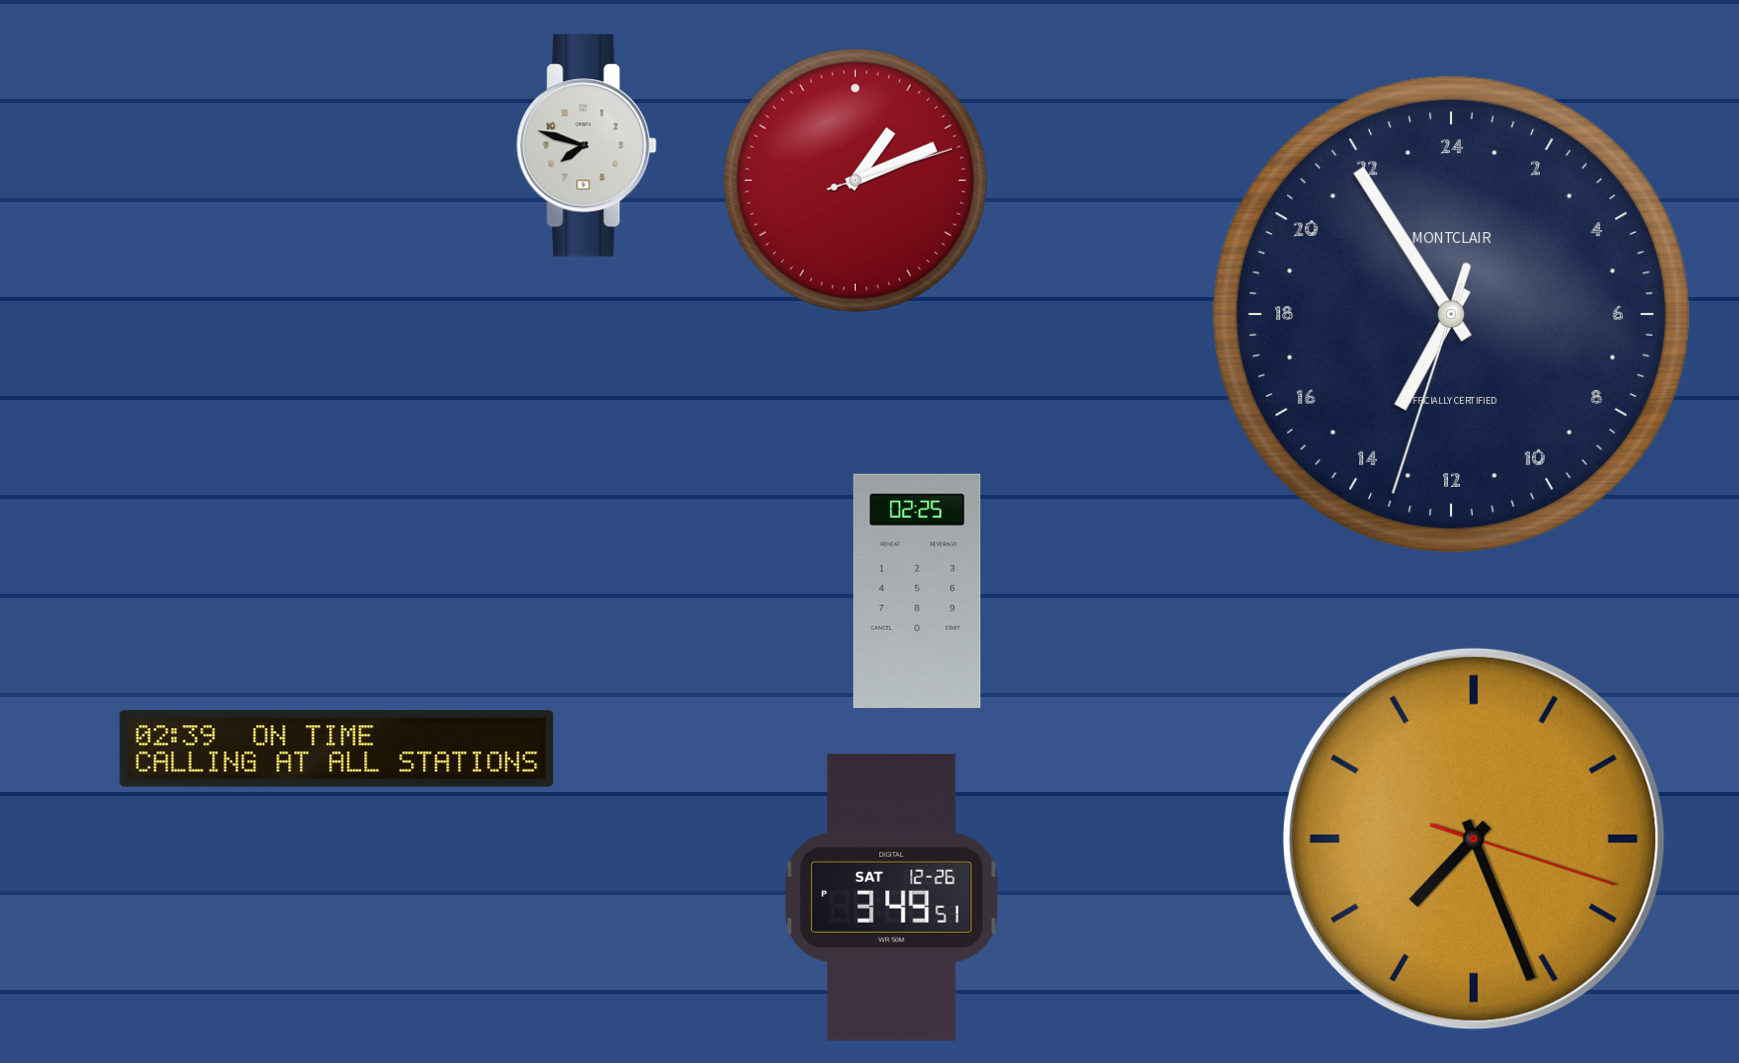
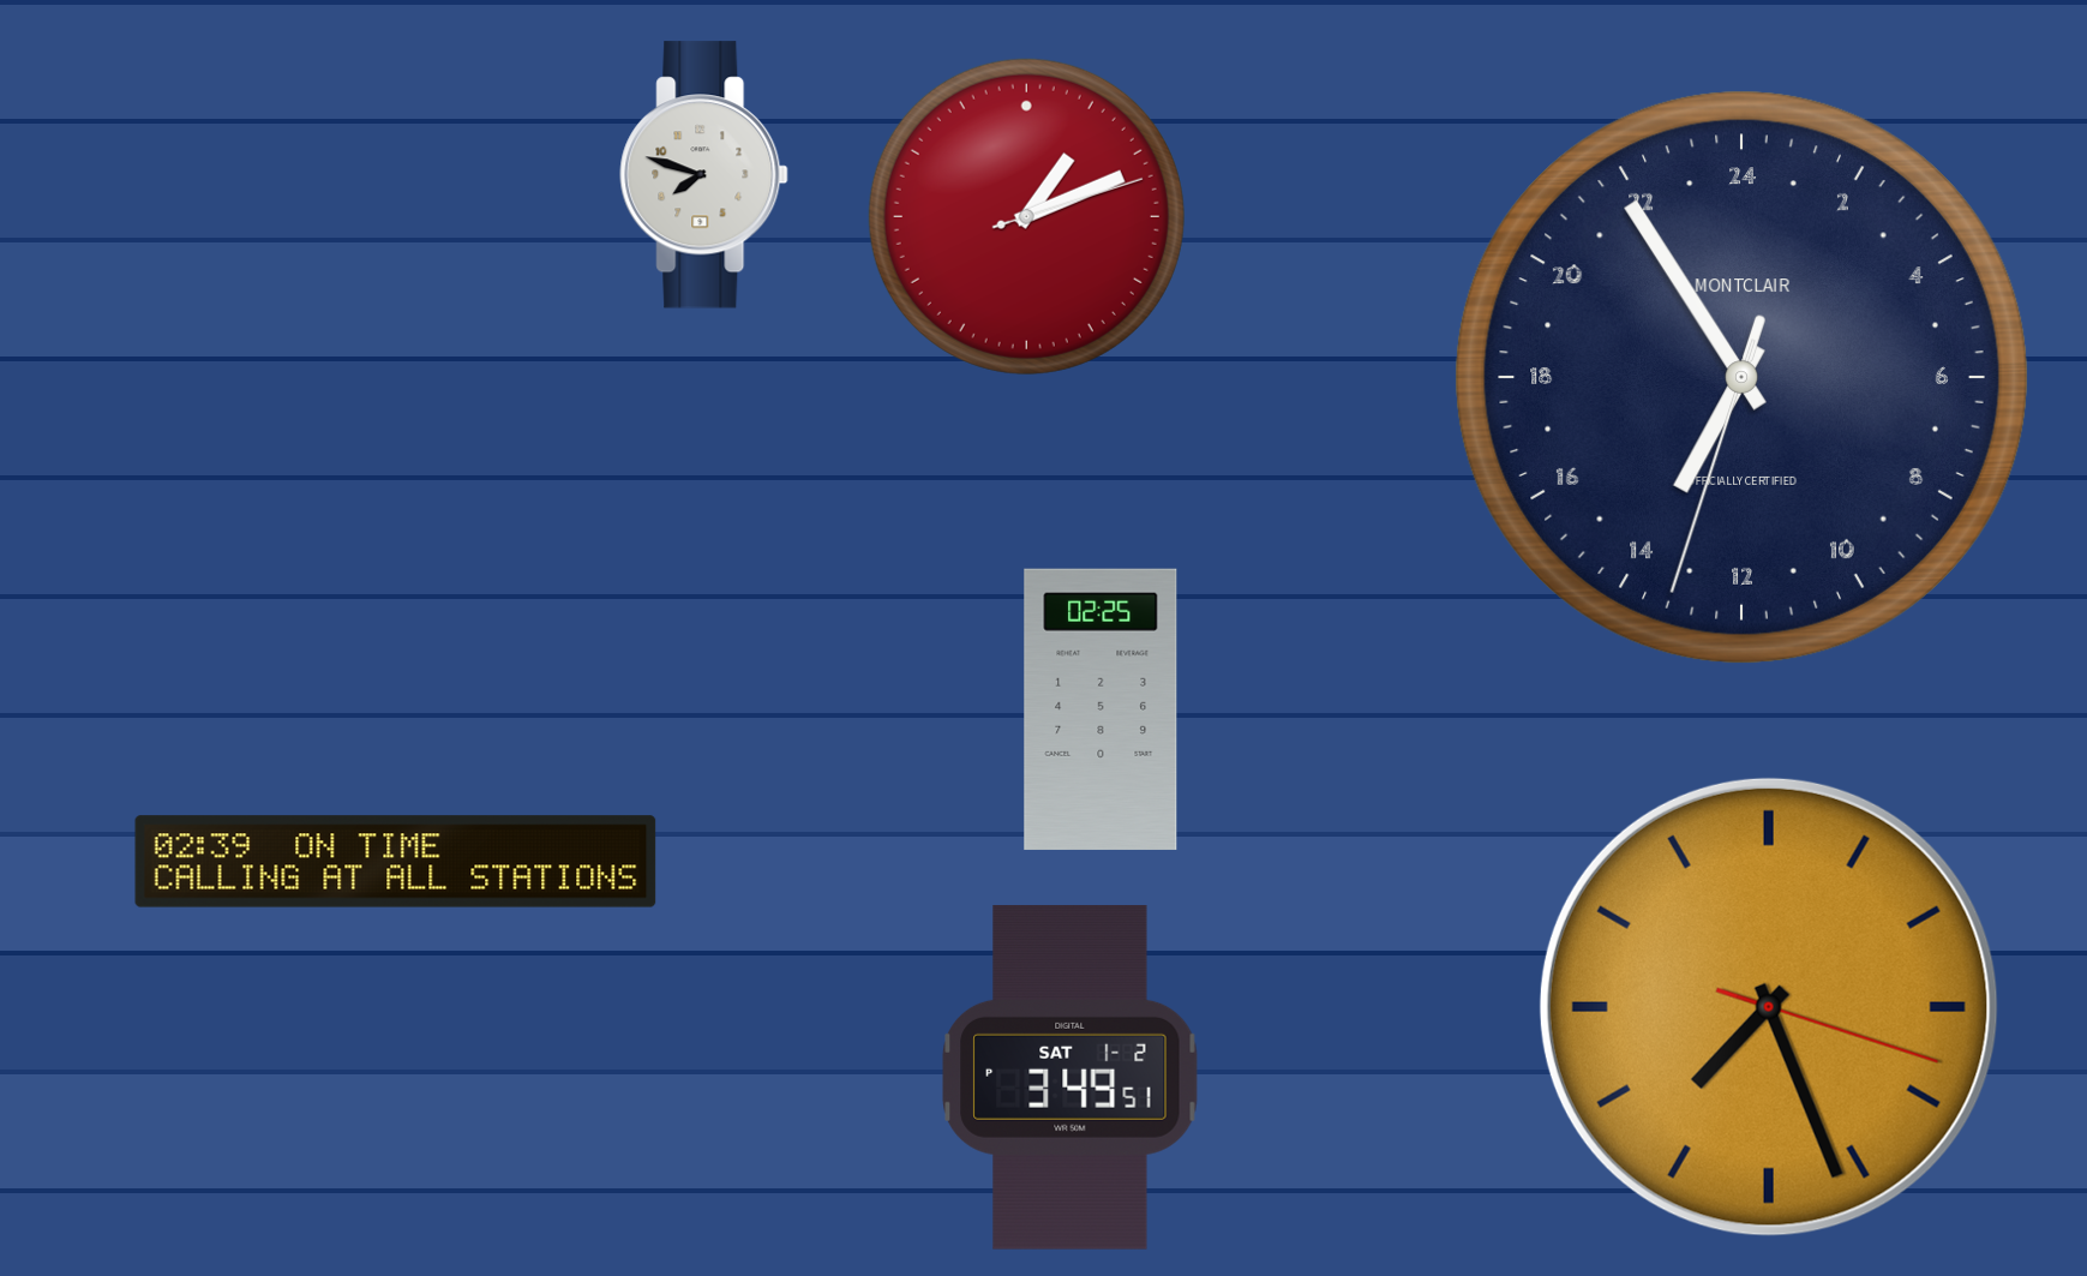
clock at (337, 749) position: (337, 749) -> (396, 862)
clock at (892, 897) date: SAT 12-26 -> SAT 1-2
